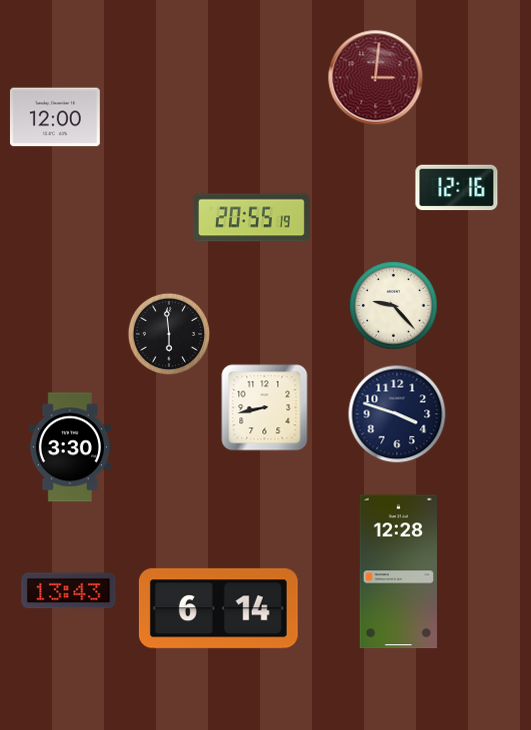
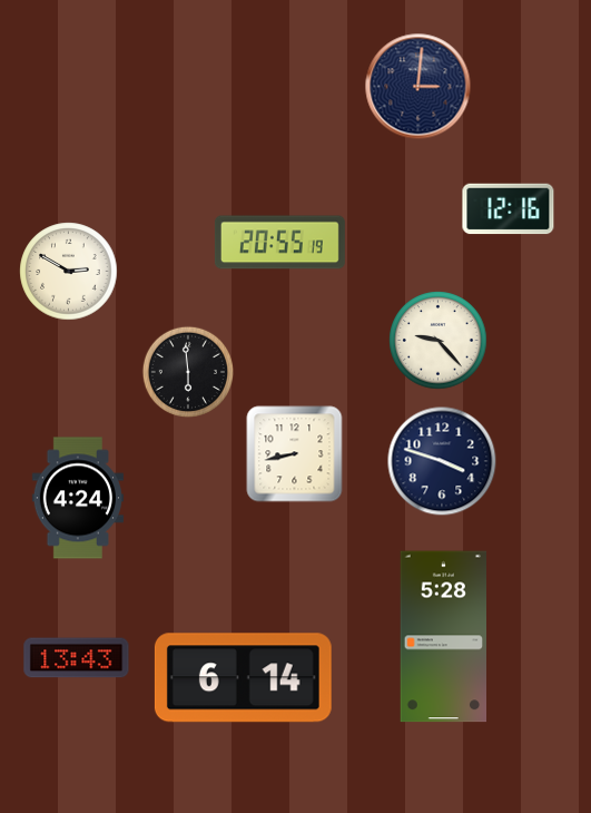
clock at (376, 78) dial: burgundy -> navy
clock at (55, 117): 12:00 -> none
clock at (69, 272): none -> 2:50
clock at (70, 447): 3:30 -> 4:24
clock at (399, 572): 12:28 -> 5:28
